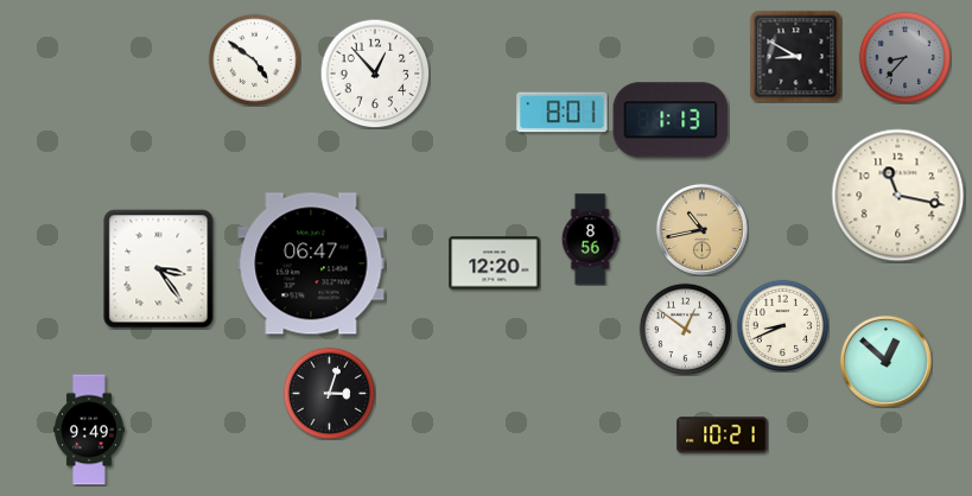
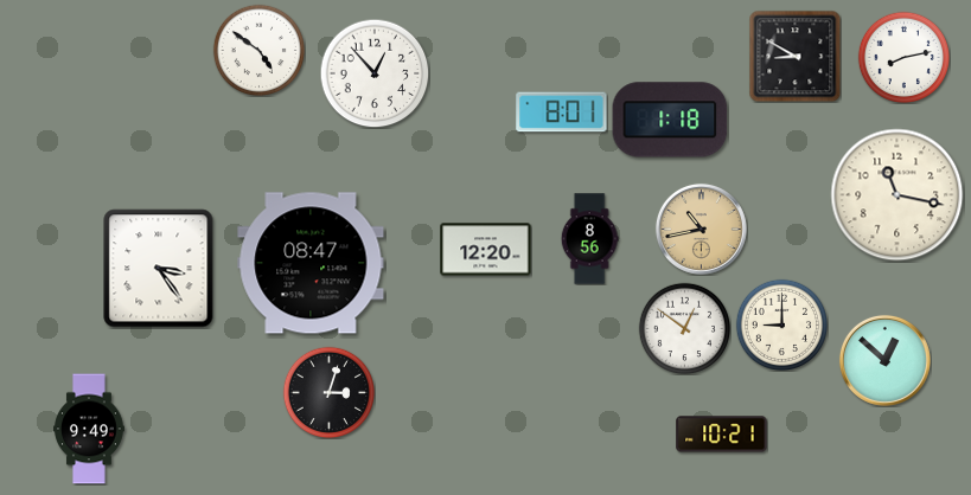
clock at (904, 57): 8:37 -> 8:13
clock at (904, 57) dial: grey -> white
clock at (254, 59) position: (254, 59) -> (258, 50)
clock at (671, 120): 1:13 -> 1:18
clock at (311, 263): 06:47 -> 08:47
clock at (495, 263) position: (495, 263) -> (486, 250)
clock at (782, 325): 8:41 -> 9:00
